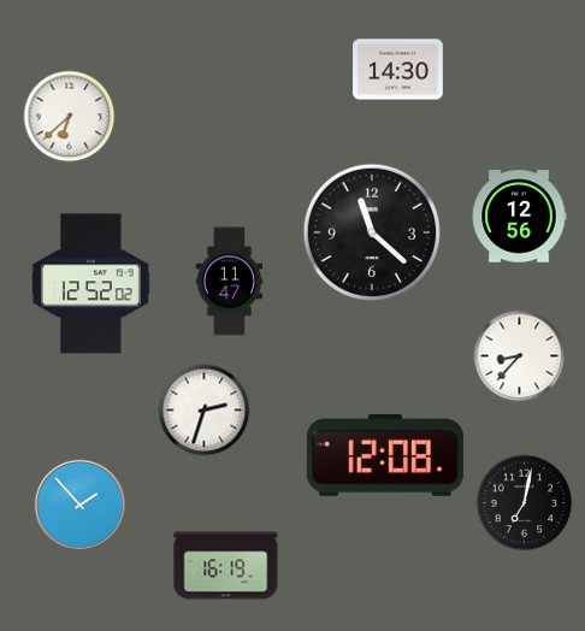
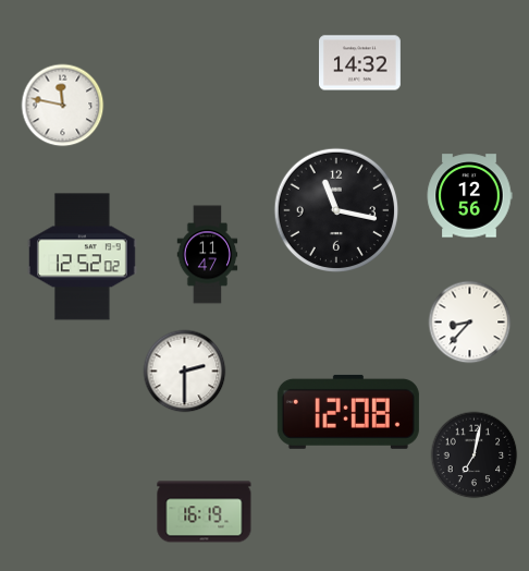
clock at (398, 70): 14:30 -> 14:32
clock at (70, 117): 6:38 -> 11:47
clock at (371, 231): 11:22 -> 11:17
clock at (205, 411): 2:33 -> 2:30
clock at (79, 505): 1:53 -> none
